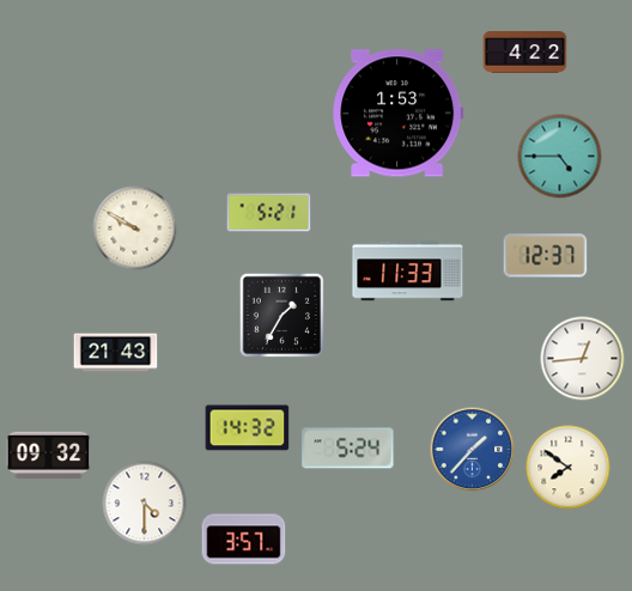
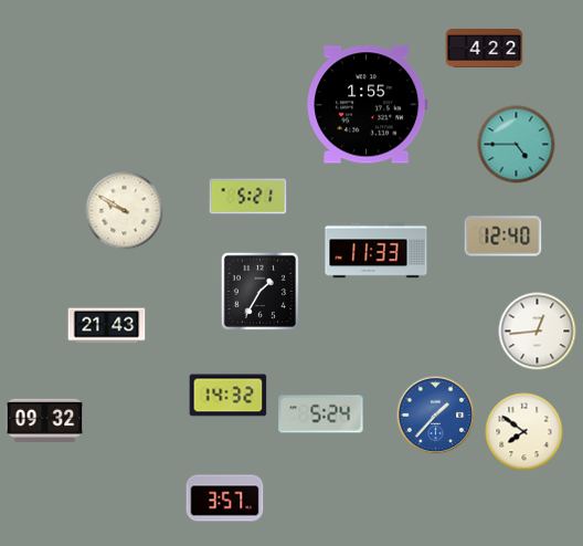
clock at (399, 114): 1:53 -> 1:55
clock at (546, 256): 12:37 -> 12:40
clock at (145, 504): 4:30 -> none
